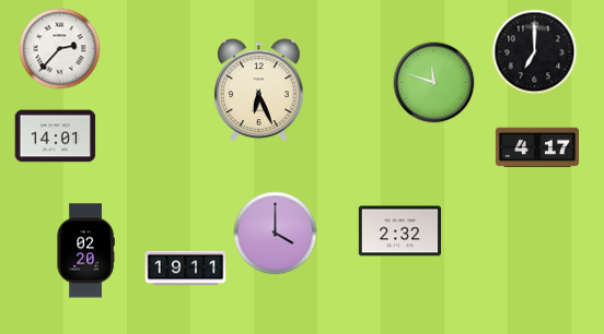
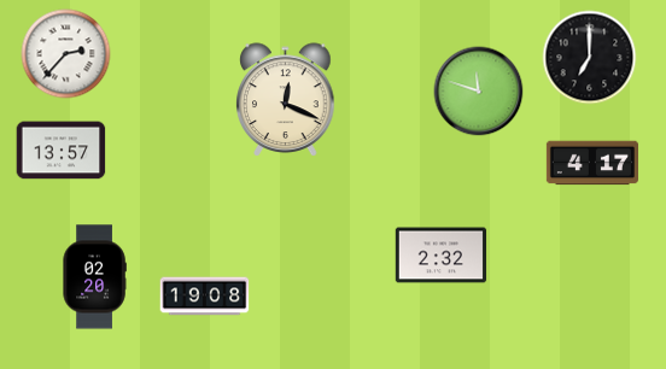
clock at (259, 91): 6:26 -> 12:19
clock at (56, 136): 14:01 -> 13:57
clock at (276, 234): 4:00 -> none
clock at (186, 269): 19:11 -> 19:08
